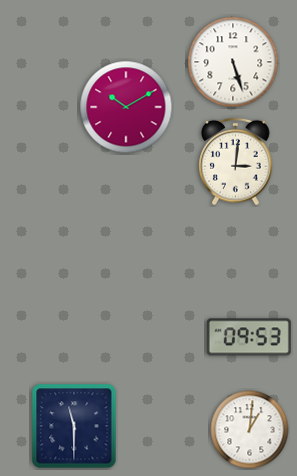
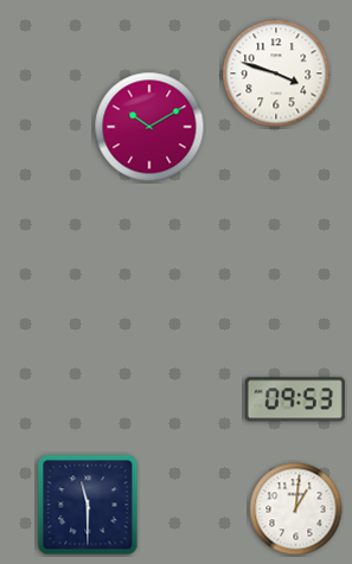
clock at (233, 62): 5:27 -> 3:48
clock at (236, 162): 3:01 -> none
